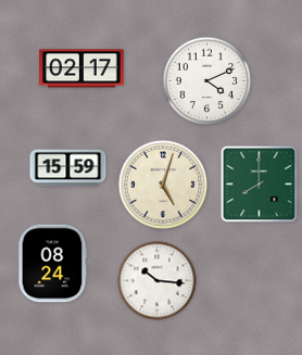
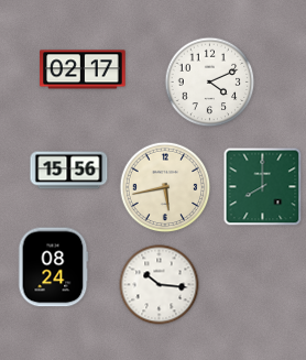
clock at (68, 168): 15:59 -> 15:56
clock at (163, 185): 5:03 -> 5:43
